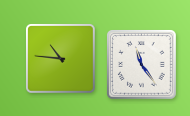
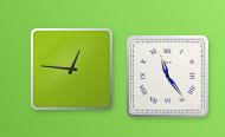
clock at (61, 59): 10:46 -> 12:46
